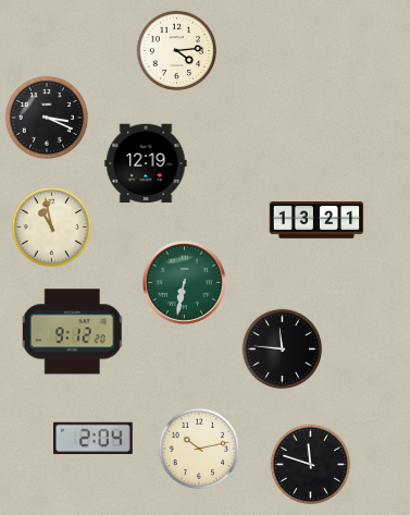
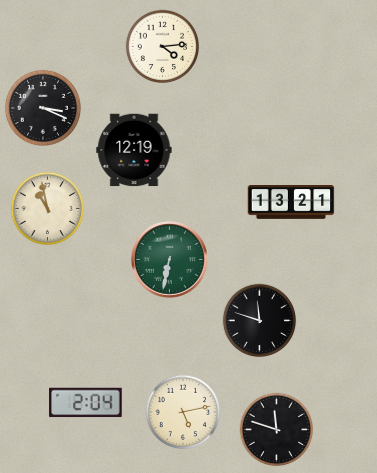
clock at (73, 332): 9:12 -> none
clock at (283, 350): 11:46 -> 11:48
clock at (198, 449): 10:13 -> 5:13
clock at (311, 465) position: (311, 465) -> (277, 430)
